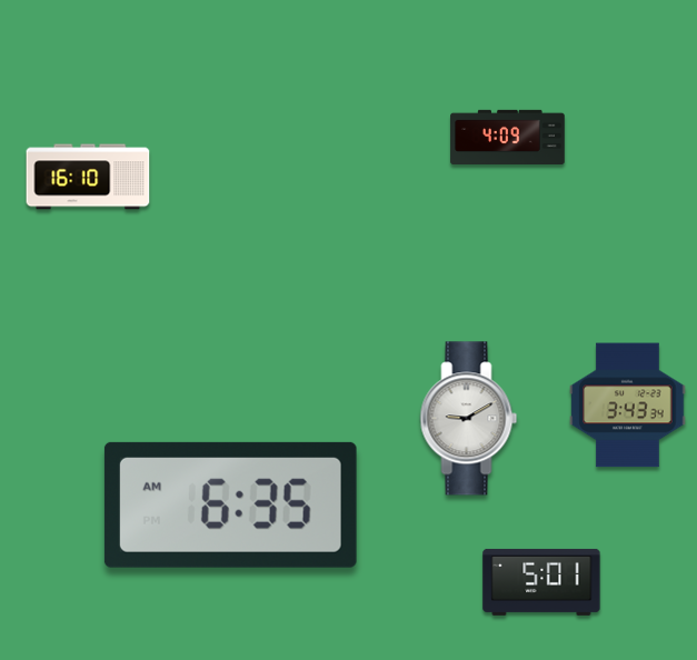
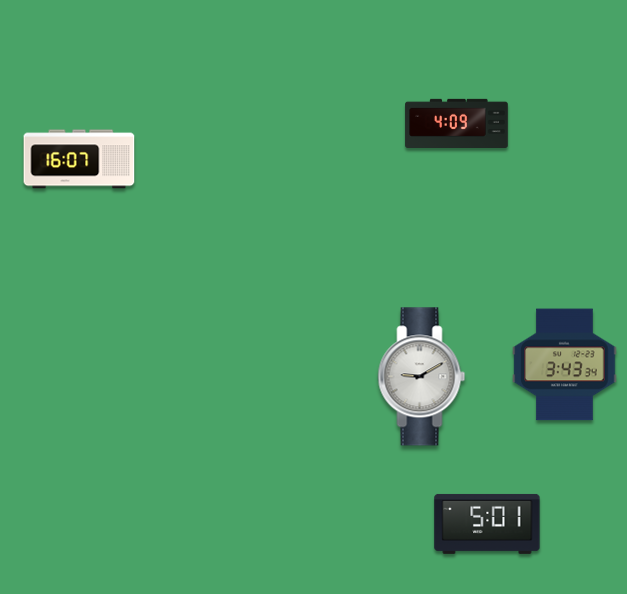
clock at (88, 177): 16:10 -> 16:07
clock at (230, 504): 6:35 -> none
